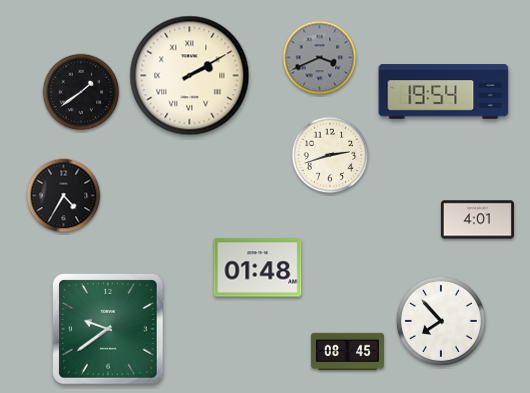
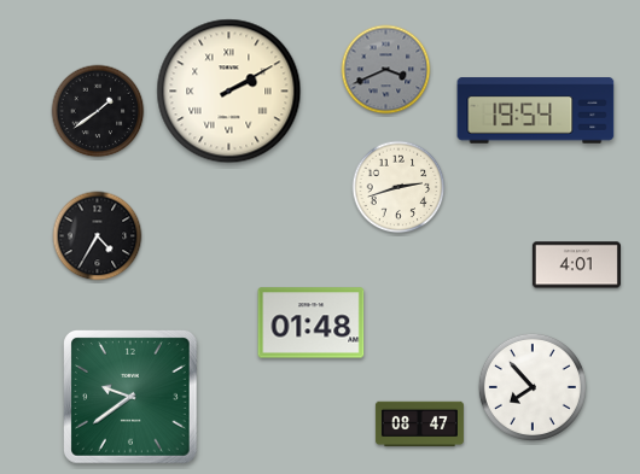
clock at (64, 196) position: (64, 196) -> (98, 236)
clock at (347, 352): 08:45 -> 08:47
